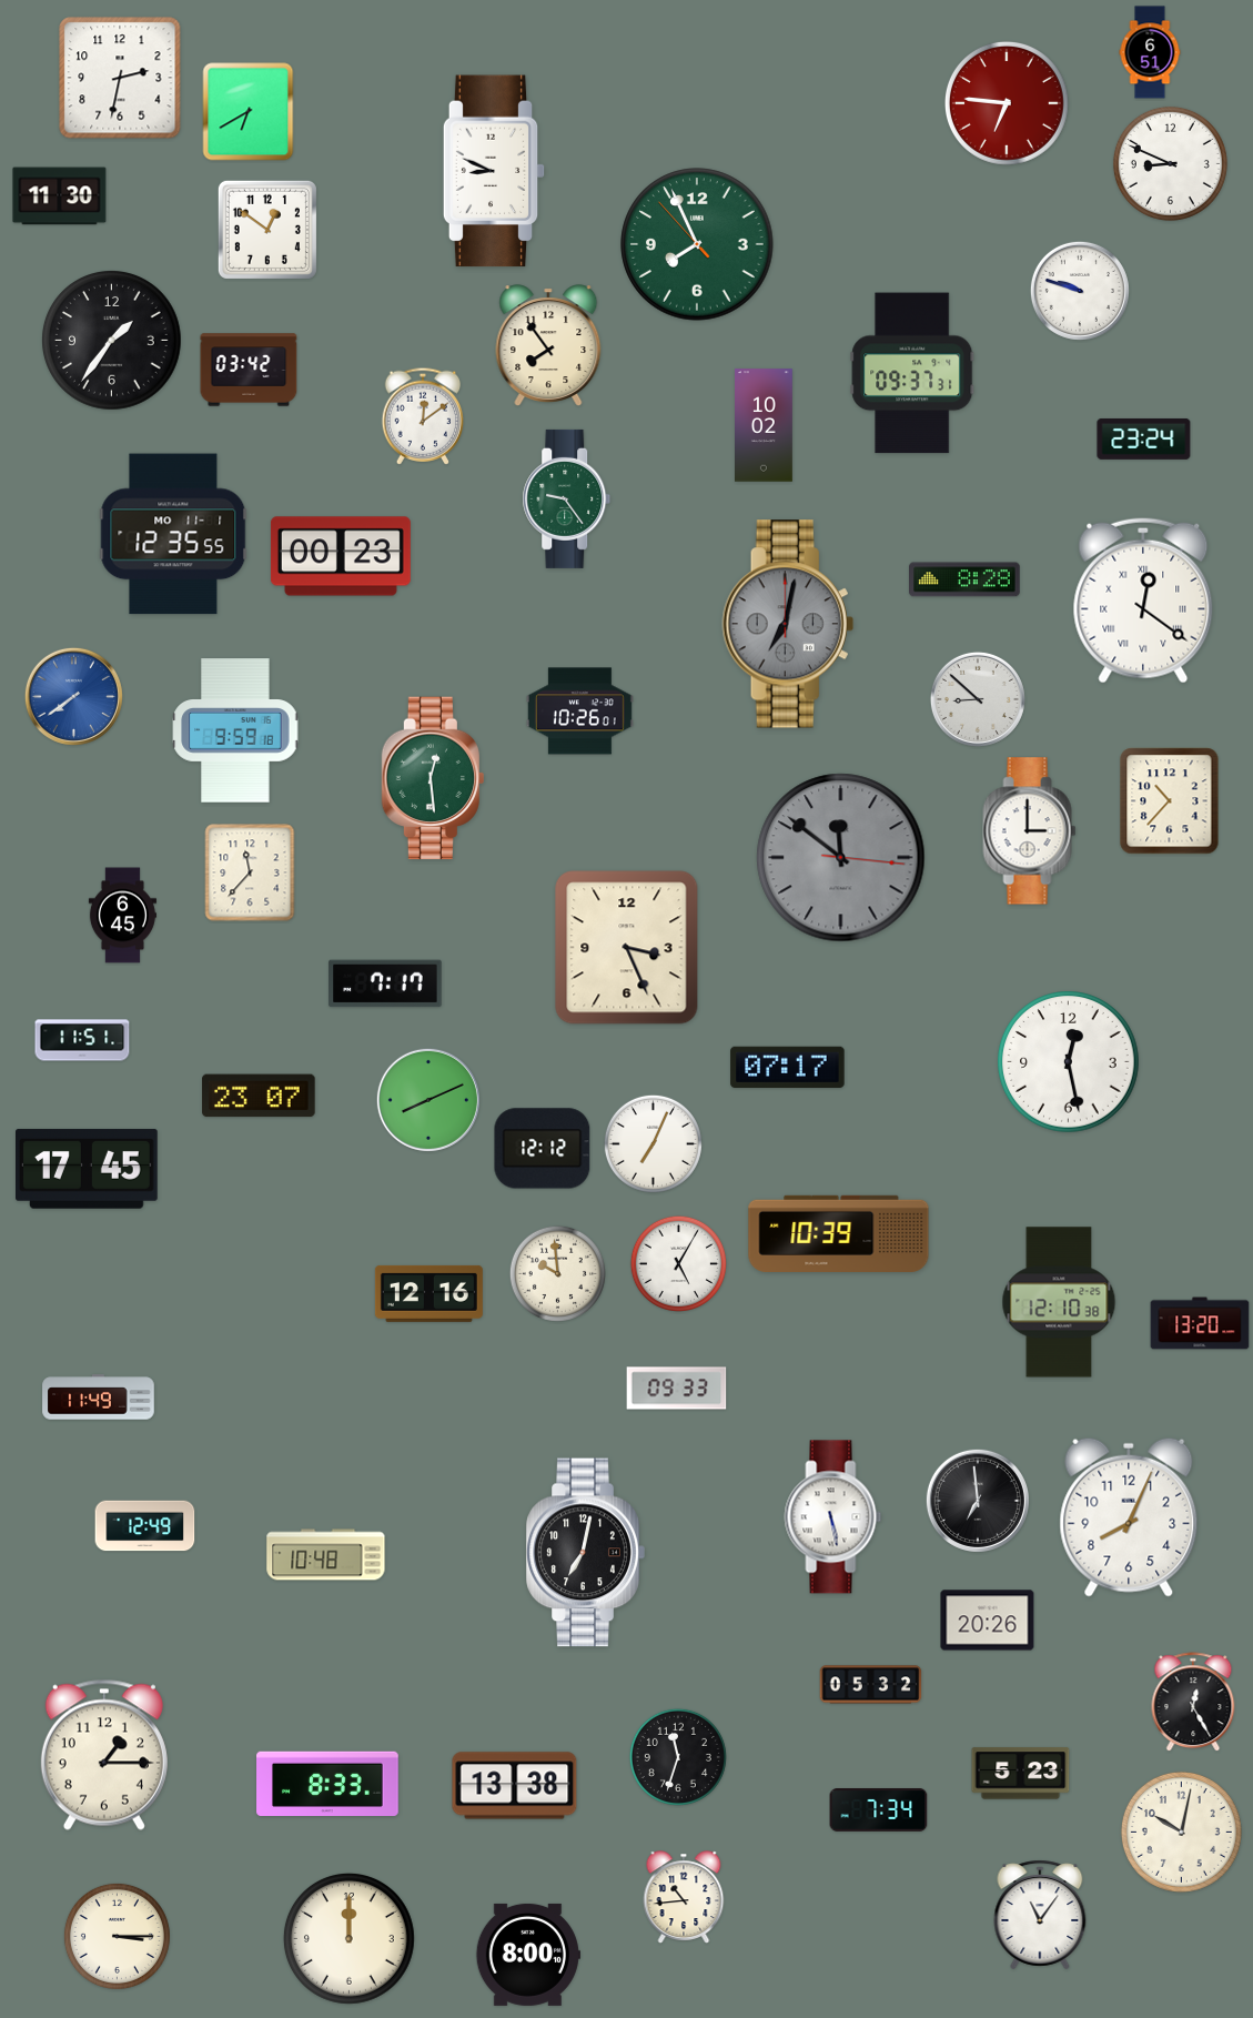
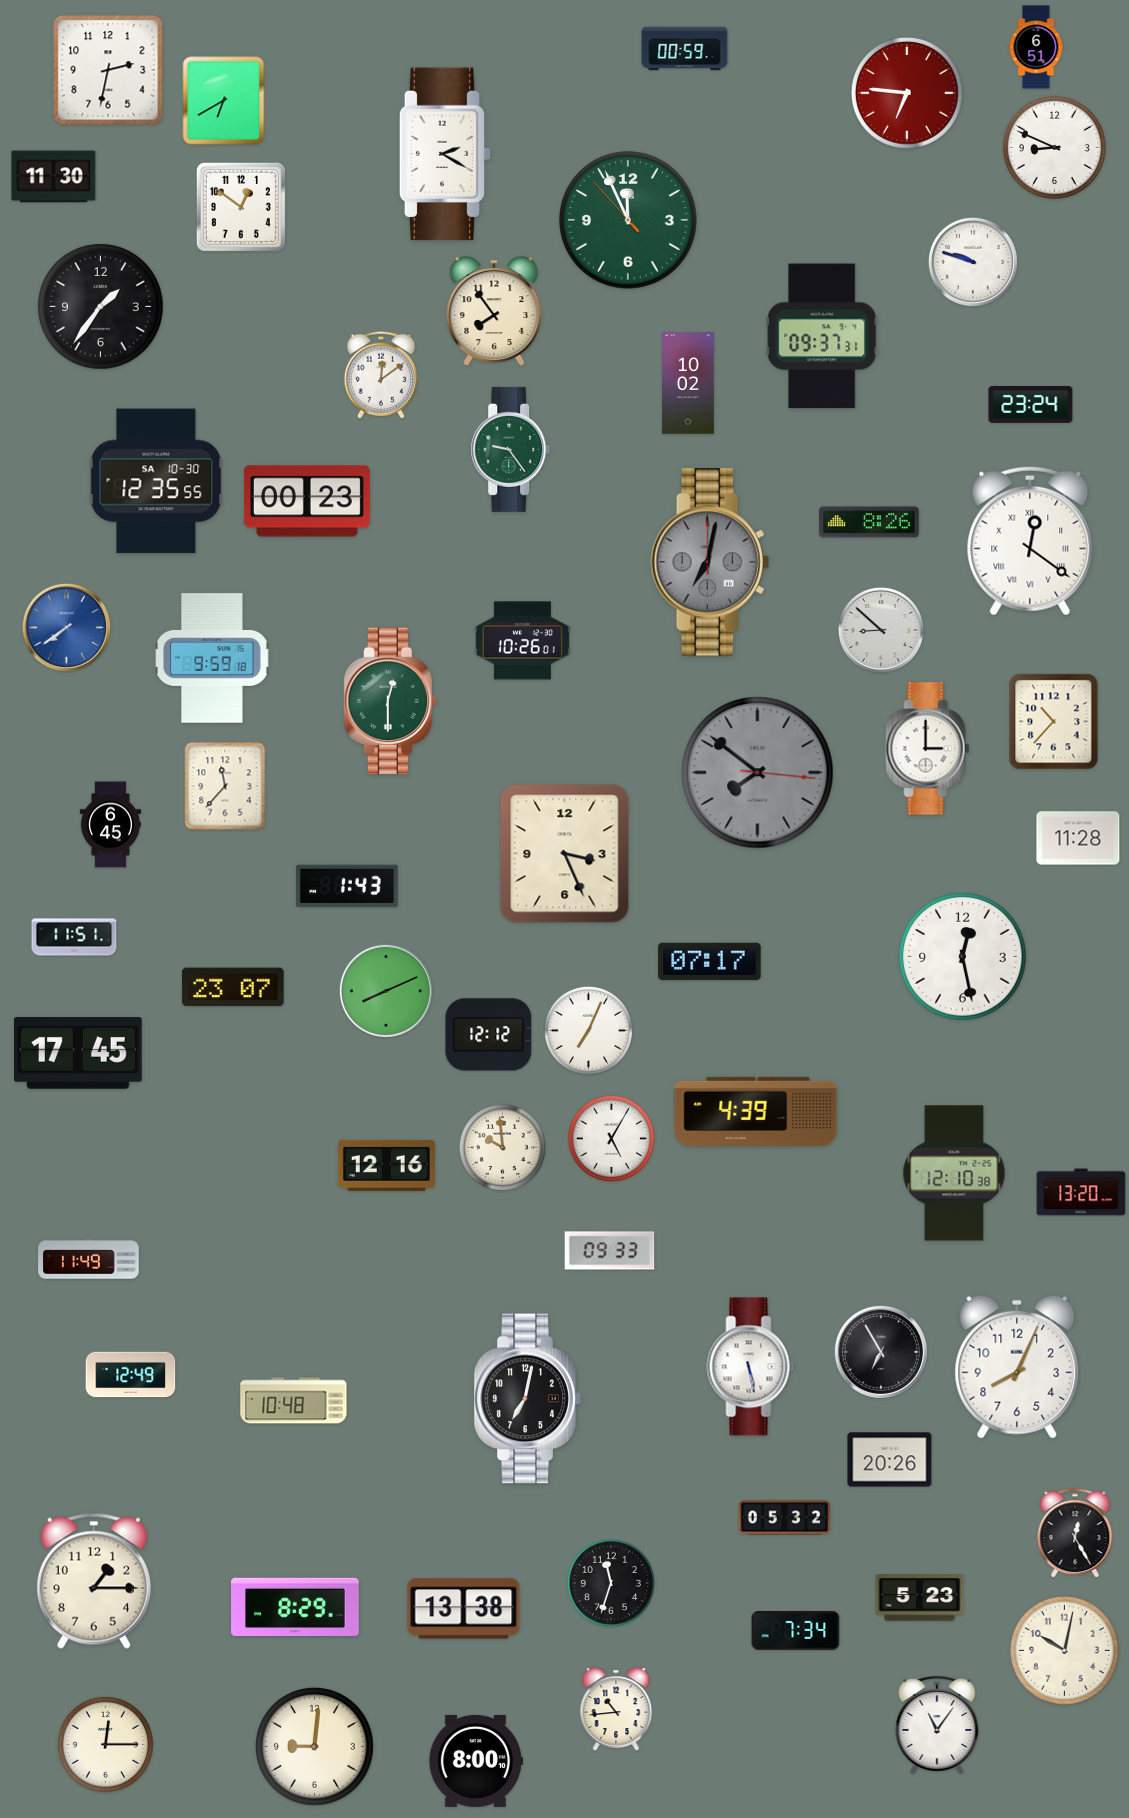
clock at (685, 49): none -> 00:59
clock at (494, 171): 8:49 -> 2:20
clock at (697, 244): 7:55 -> 11:55
clock at (249, 370): 03:42 -> none
clock at (1144, 438) position: (1144, 438) -> (1031, 404)
clock at (173, 534) date: MO 11-1 -> SA 10-30
clock at (966, 579): 8:28 -> 8:26
clock at (433, 778): 12:29 -> 12:30
clock at (841, 858): 11:51 -> 7:51
clock at (1078, 838): none -> 11:28
clock at (385, 983): 7:17 -> 1:43
clock at (839, 1233): 10:39 -> 4:39
clock at (978, 1501): 6:59 -> 6:55
clock at (327, 1783): 8:33 -> 8:29
clock at (879, 1810) position: (879, 1810) -> (796, 1631)
clock at (117, 1936): 3:15 -> 12:15
clock at (348, 1938): 12:00 -> 9:01
